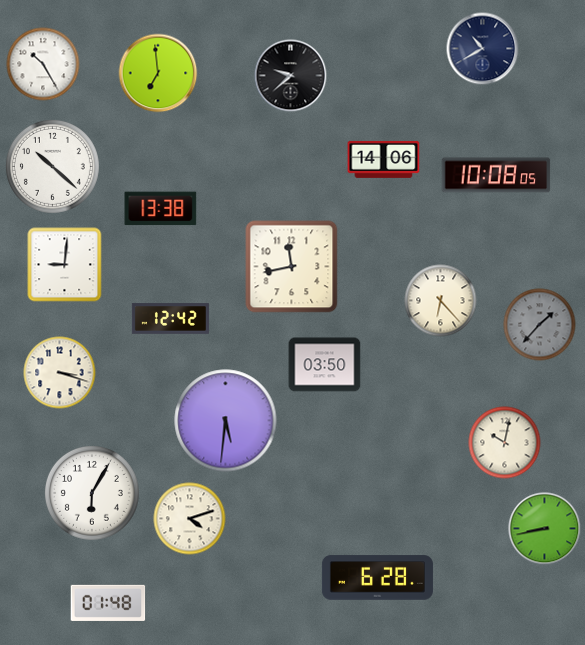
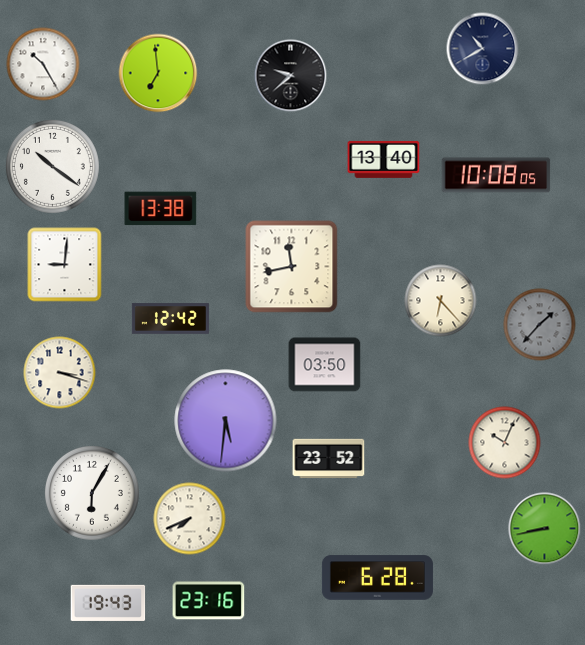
clock at (384, 159): 14:06 -> 13:40
clock at (52, 166): 10:22 -> 10:21
clock at (505, 443): 10:02 -> 10:04
clock at (329, 459): none -> 23:52
clock at (190, 519): 4:12 -> 7:41
clock at (209, 601): none -> 23:16
clock at (108, 603): 01:48 -> 19:43
